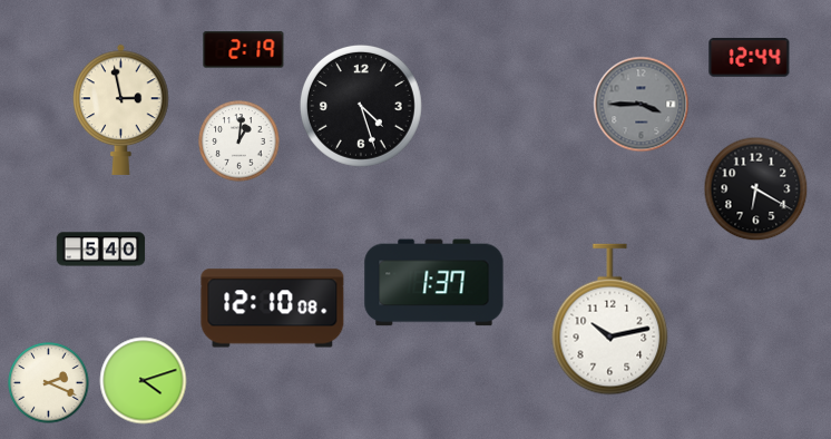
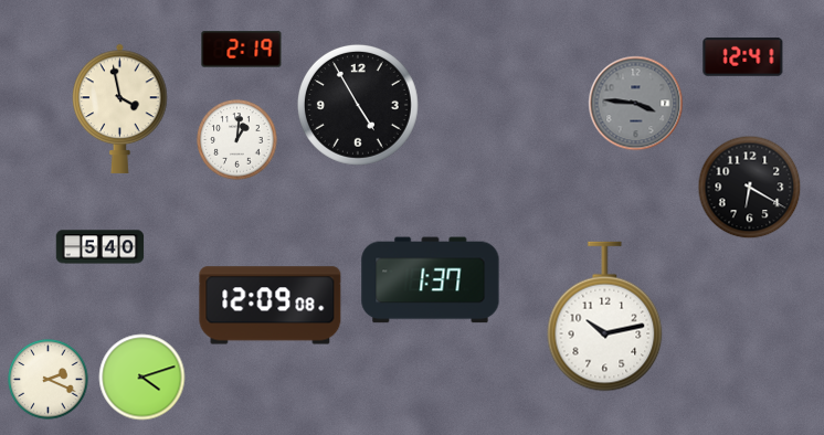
clock at (750, 57): 12:44 -> 12:41
clock at (642, 105): 3:45 -> 3:46
clock at (361, 106): 4:27 -> 4:55
clock at (121, 109): 2:58 -> 3:58
clock at (273, 309): 12:10 -> 12:09
